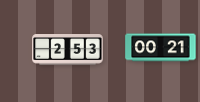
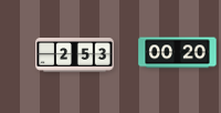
clock at (161, 48): 00:21 -> 00:20
